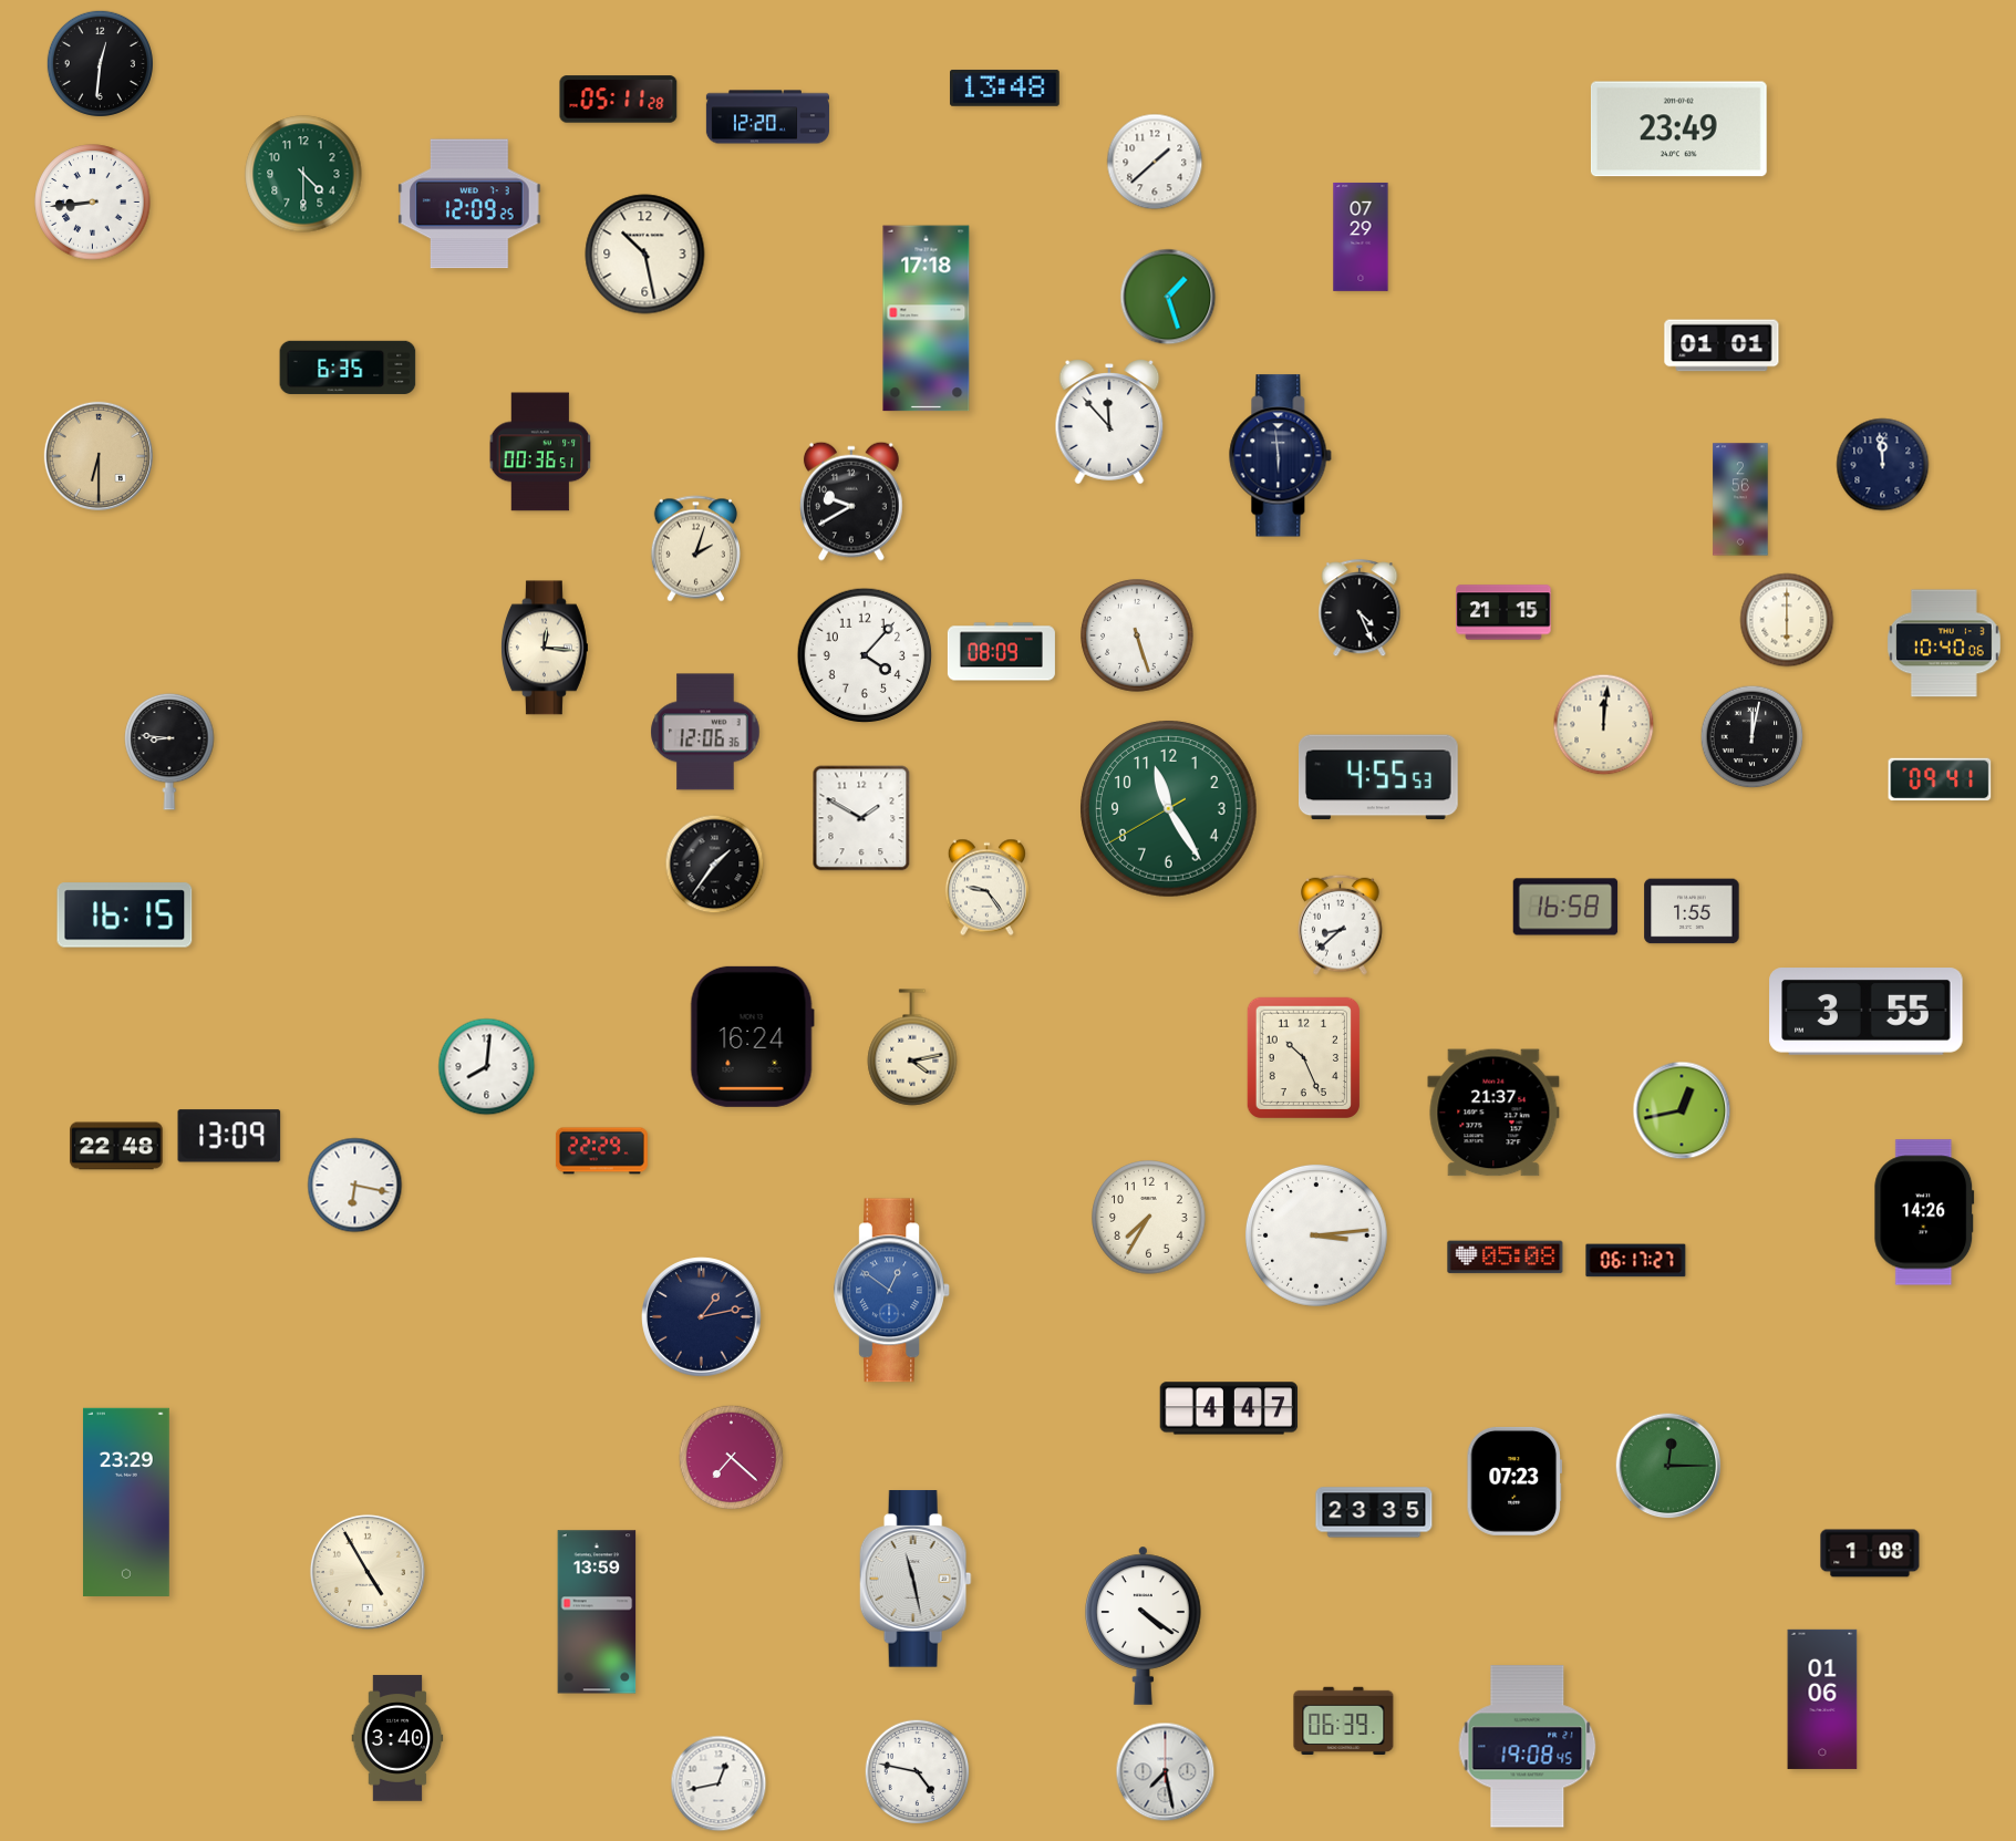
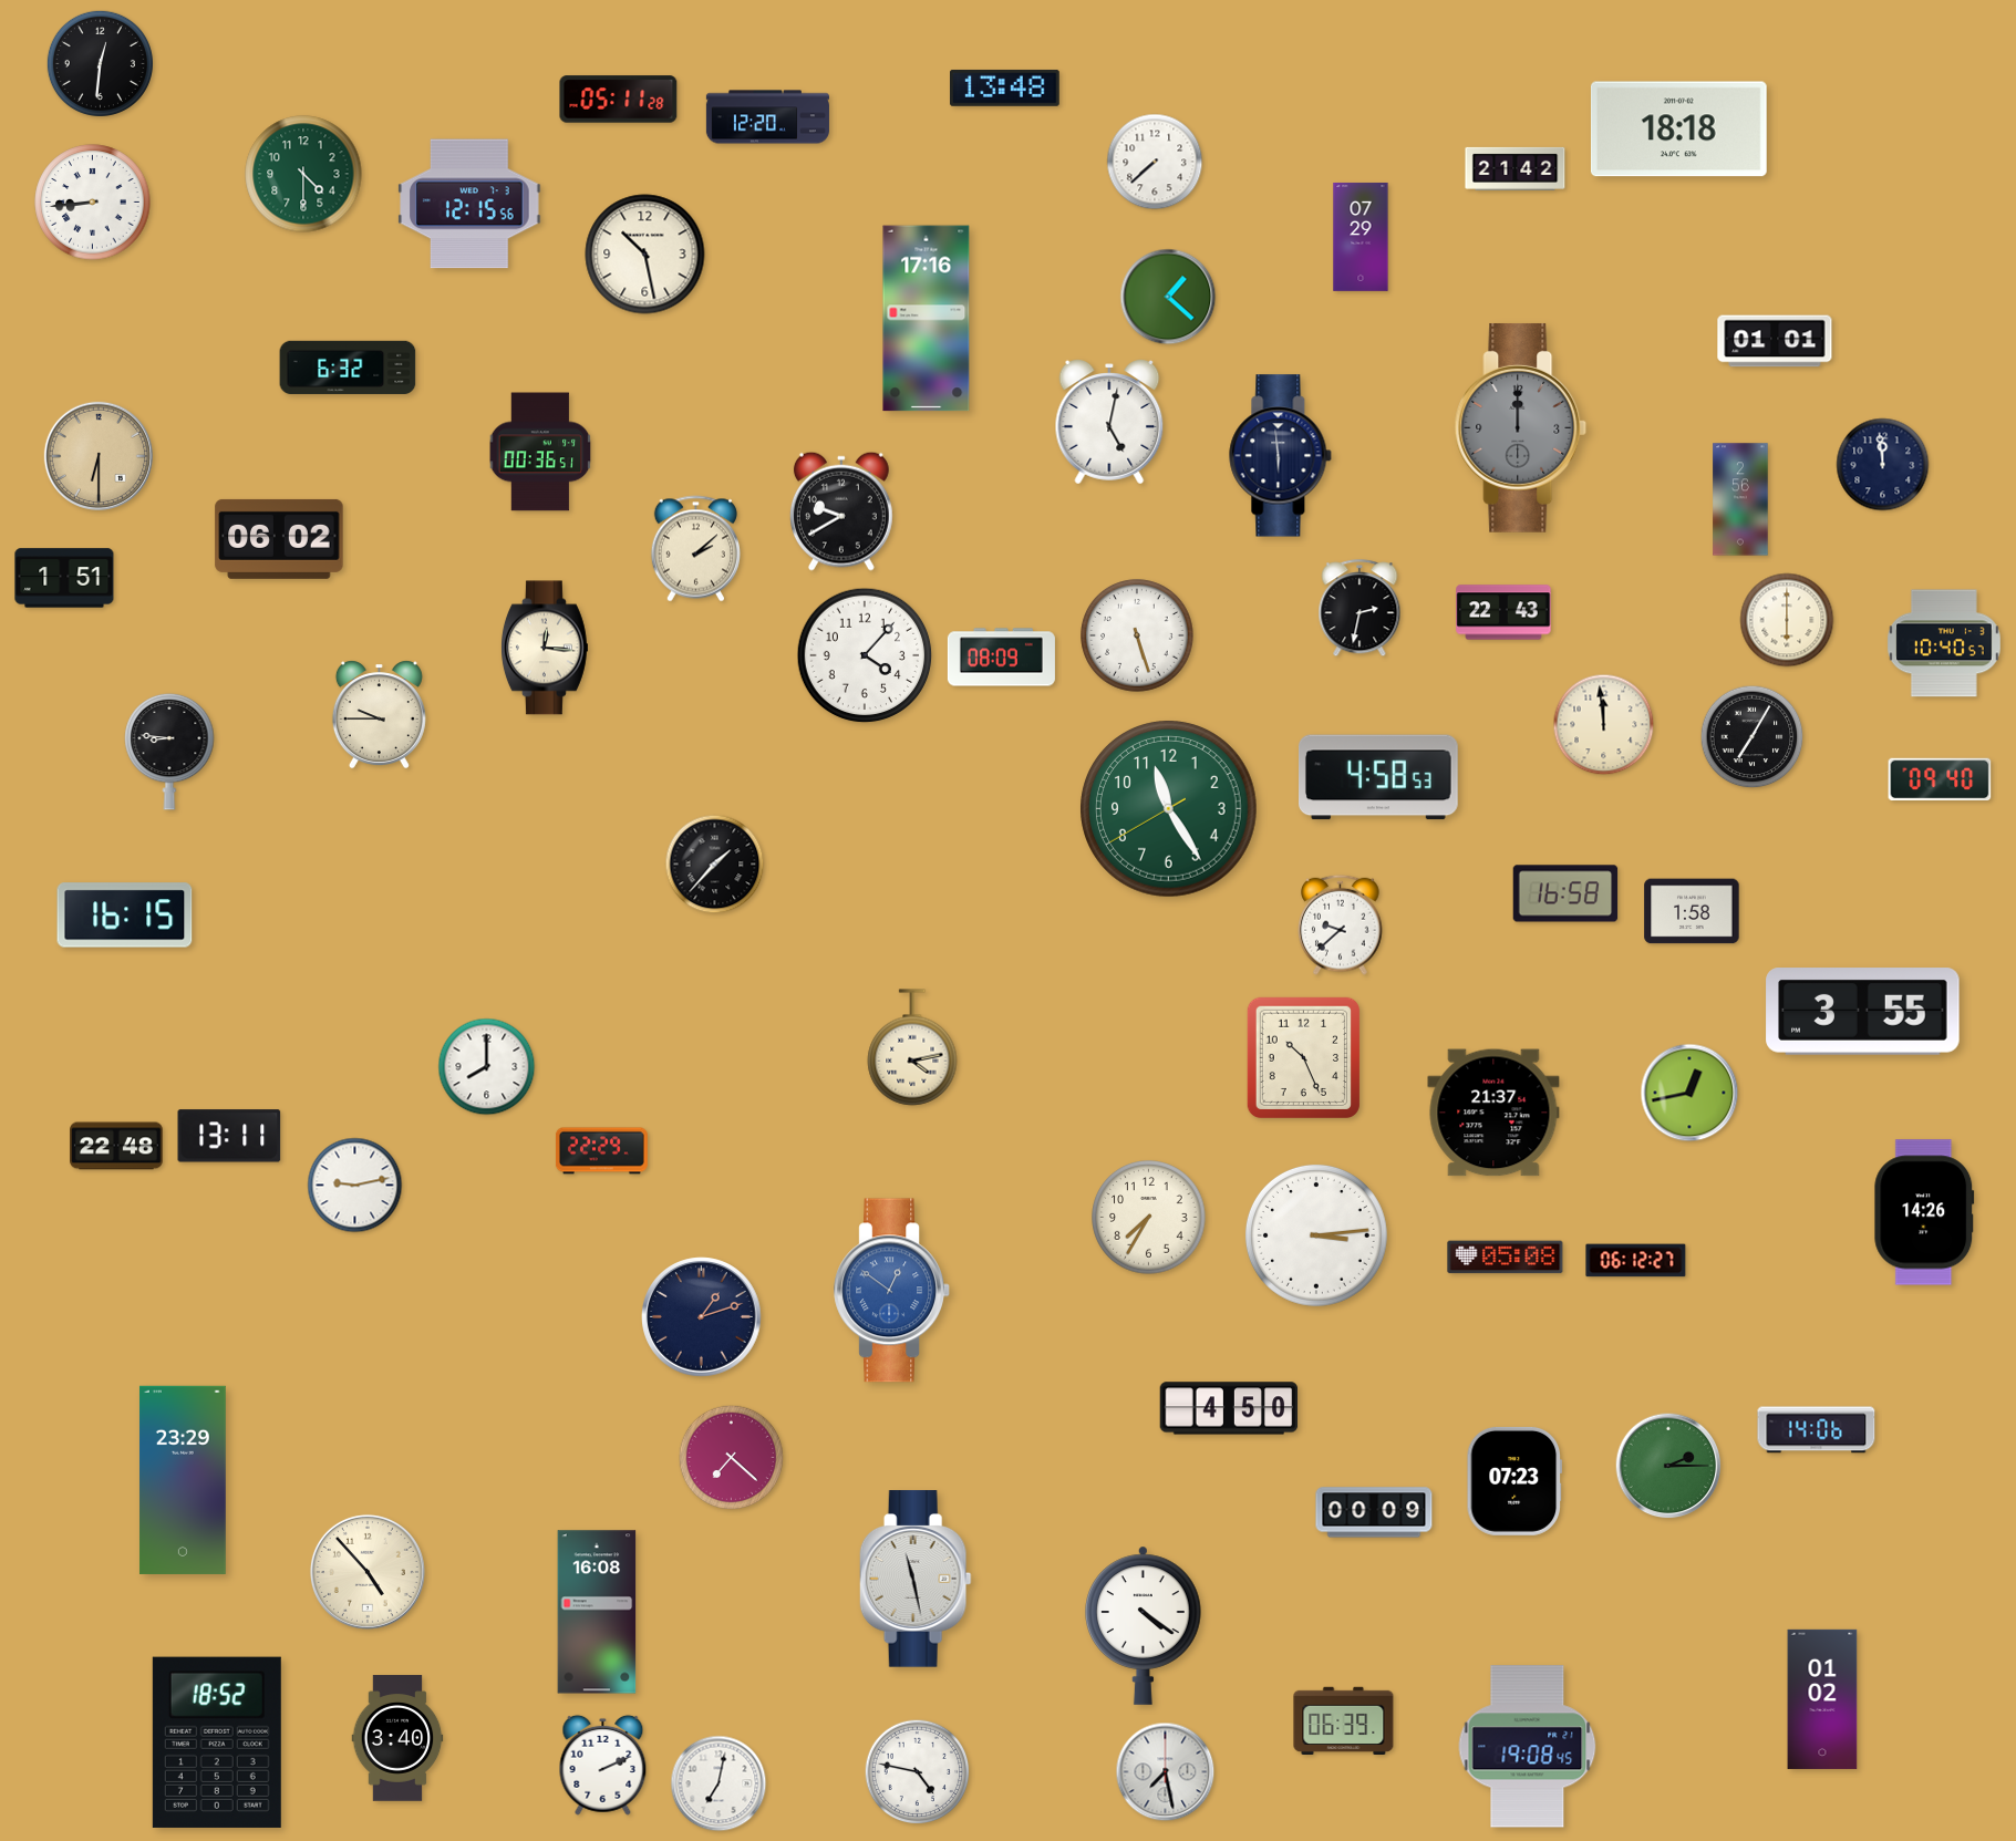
clock at (1678, 130): 23:49 -> 18:18
clock at (1155, 162): 1:38 -> 7:38
clock at (1516, 168): none -> 21:42
clock at (469, 204): 12:09 -> 12:15
clock at (1168, 297): 1:27 -> 1:22
clock at (927, 319): 17:18 -> 17:16
clock at (1722, 345) position: (1722, 345) -> (1775, 341)
clock at (348, 366): 6:35 -> 6:32
clock at (1109, 422): 11:53 -> 5:02
clock at (1521, 427): none -> 12:00
clock at (851, 501) position: (851, 501) -> (841, 511)
clock at (279, 539): none -> 06:02
clock at (695, 549): 2:03 -> 2:08
clock at (64, 578): none -> 1:51
clock at (1359, 609): 4:26 -> 2:32
clock at (1503, 612): 21:15 -> 22:43
clock at (1944, 643): 10:40:06 -> 10:40:57
clock at (1001, 652) position: (1001, 652) -> (1001, 658)
clock at (379, 715): none -> 9:45
clock at (1604, 725): 12:01 -> 11:59
clock at (705, 732): 12:06 -> none
clock at (1753, 737): 12:02 -> 7:05
clock at (1379, 777): 4:55 -> 4:58
clock at (1940, 779): 09:41 -> 09:40
clock at (861, 818): 1:50 -> none
clock at (715, 865): 1:36 -> 1:37
clock at (986, 888): 9:24 -> none
clock at (1565, 907) position: (1565, 907) -> (1565, 893)
clock at (1692, 911): 1:55 -> 1:58
clock at (1341, 924): 8:38 -> 9:38
clock at (1867, 1012) position: (1867, 1012) -> (1863, 1012)
clock at (752, 1036): 16:24 -> none
clock at (487, 1067): 8:01 -> 8:00
clock at (1682, 1110) position: (1682, 1110) -> (1689, 1093)
clock at (229, 1136): 13:09 -> 13:11
clock at (355, 1186): 6:17 -> 9:13
clock at (1636, 1261): 06:17 -> 06:12
clock at (702, 1317): 1:13 -> 1:12
clock at (1229, 1408): 4:47 -> 4:50
clock at (1817, 1430): none -> 14:06
clock at (1668, 1466): 12:15 -> 2:15
clock at (126, 1502) position: (126, 1502) -> (183, 1480)
clock at (1374, 1512): 23:35 -> 00:09
clock at (1870, 1553): 1:08 -> none
clock at (368, 1572): 4:55 -> 4:53
clock at (597, 1612): 13:59 -> 16:08
clock at (1822, 1699): 01:06 -> 01:02
clock at (217, 1742): none -> 18:52
clock at (603, 1765): none -> 2:11
clock at (718, 1783): 12:43 -> 7:02
